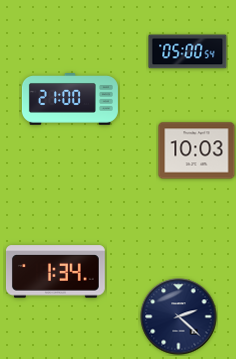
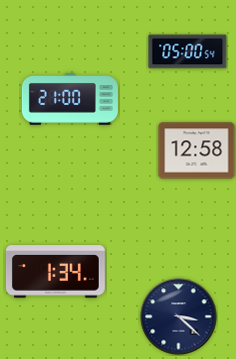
clock at (197, 151): 10:03 -> 12:58
clock at (179, 317): 2:22 -> 3:22
